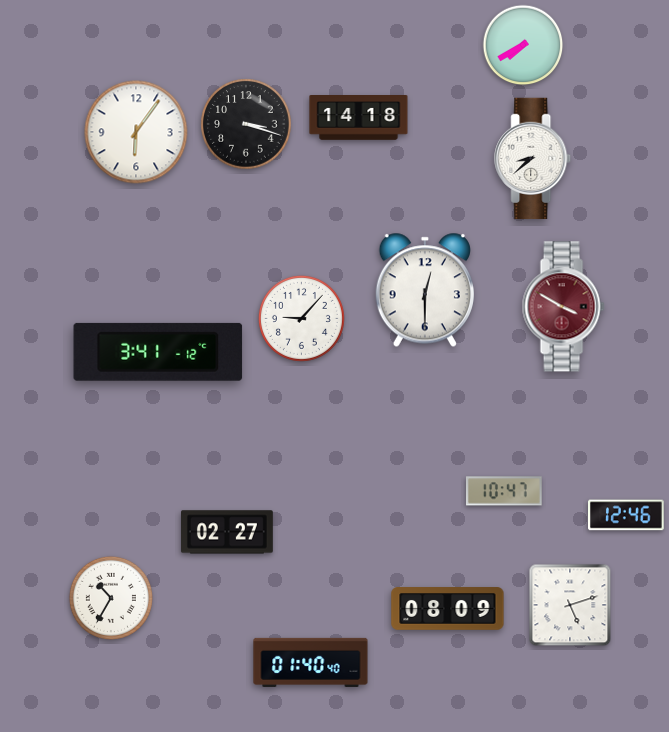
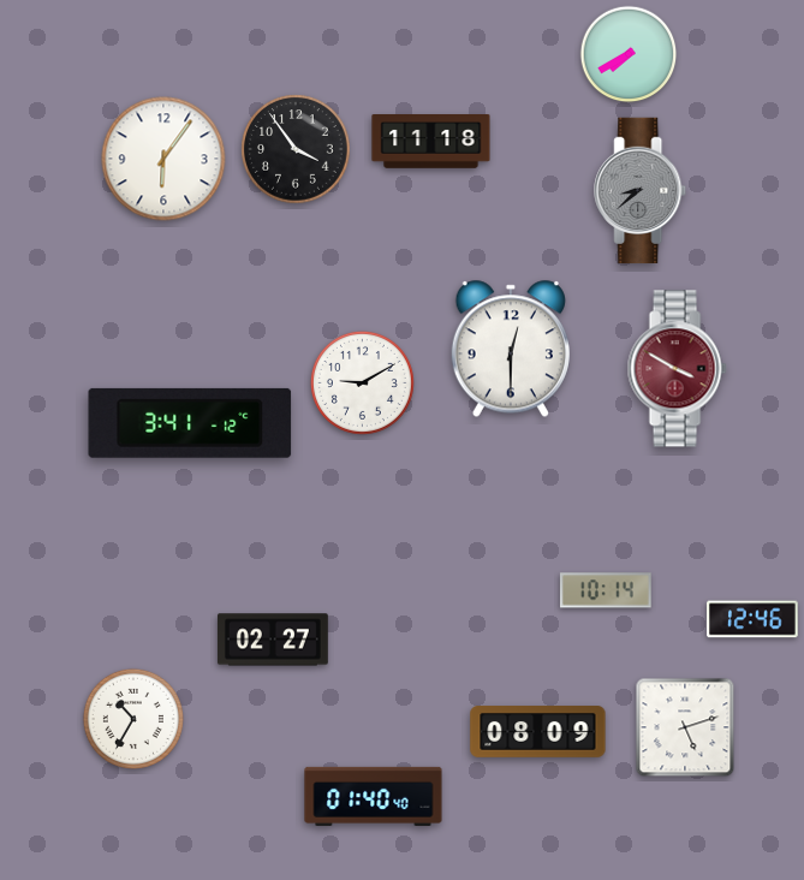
clock at (359, 118): 14:18 -> 11:18
clock at (246, 124): 3:18 -> 3:54
clock at (533, 159) dial: white -> grey
clock at (301, 318): 9:07 -> 9:10
clock at (504, 491): 10:47 -> 10:14
